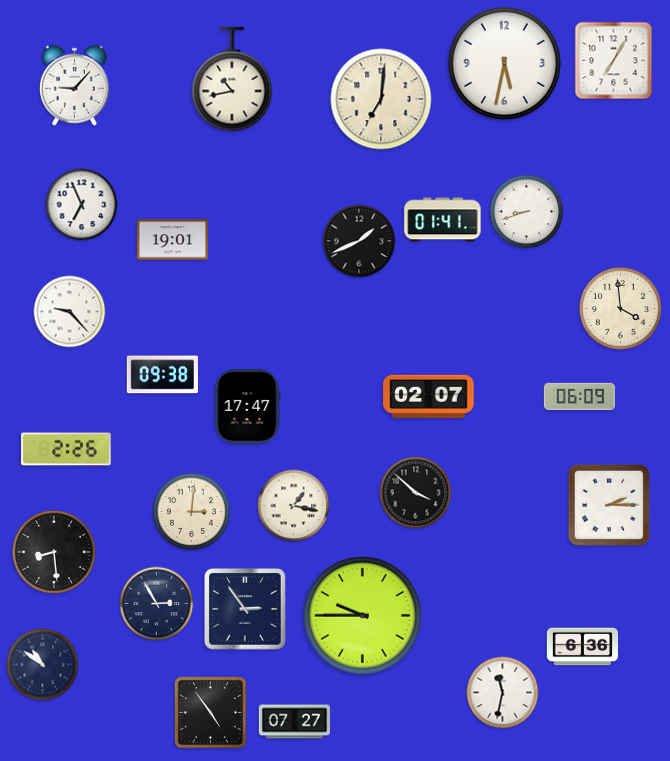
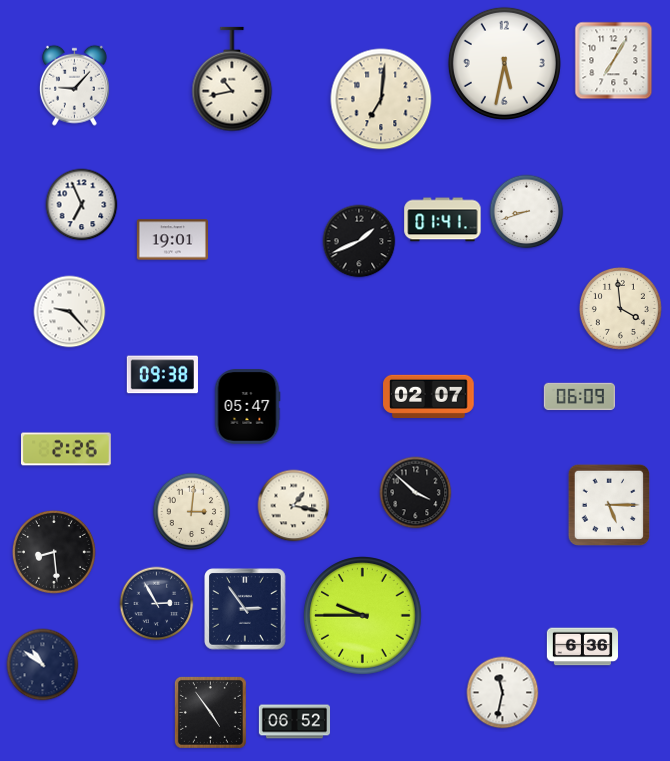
clock at (247, 407): 17:47 -> 05:47
clock at (608, 504): 2:15 -> 5:15
clock at (294, 722): 07:27 -> 06:52
